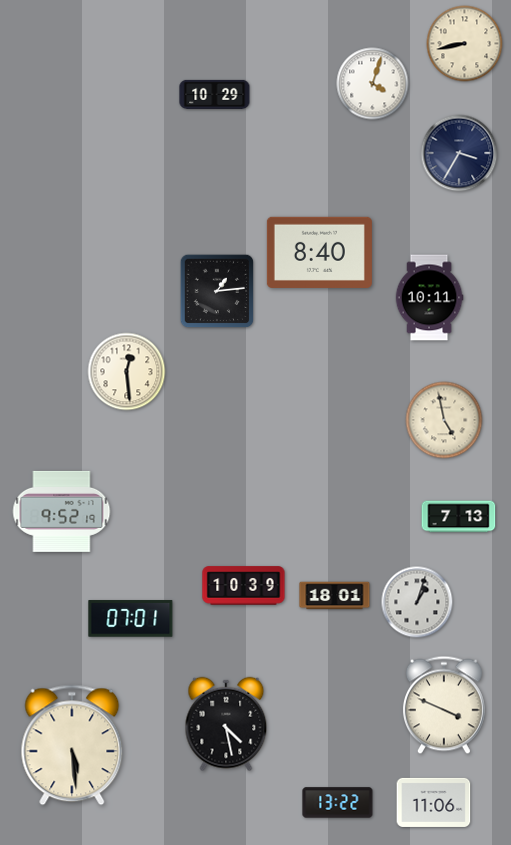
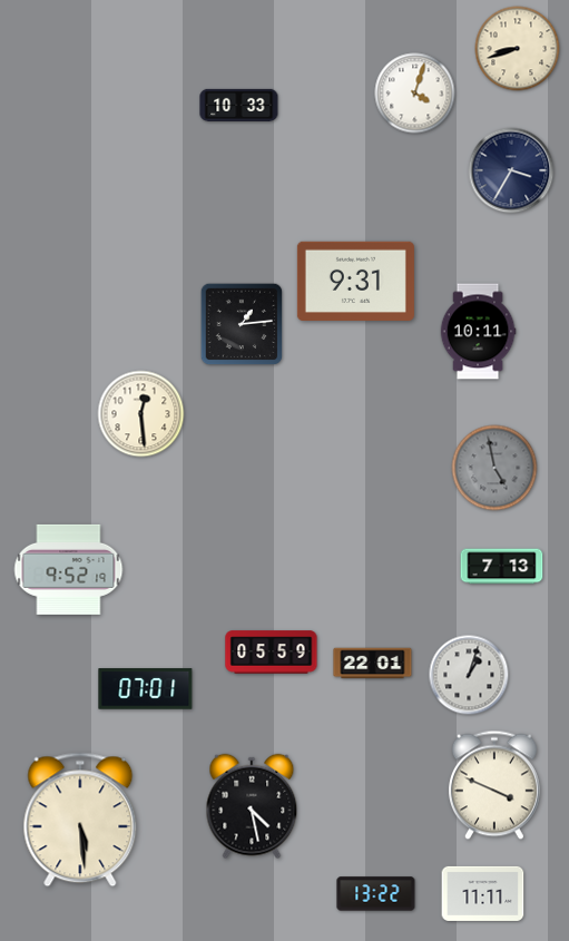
clock at (465, 44): 8:43 -> 8:42
clock at (215, 94): 10:29 -> 10:33
clock at (319, 252): 8:40 -> 9:31
clock at (444, 420) dial: cream -> grey
clock at (459, 517) position: (459, 517) -> (502, 567)
clock at (244, 586): 10:39 -> 05:59
clock at (335, 596): 18:01 -> 22:01
clock at (417, 602) position: (417, 602) -> (469, 675)
clock at (72, 745) position: (72, 745) -> (80, 820)
clock at (434, 802): 11:06 -> 11:11
